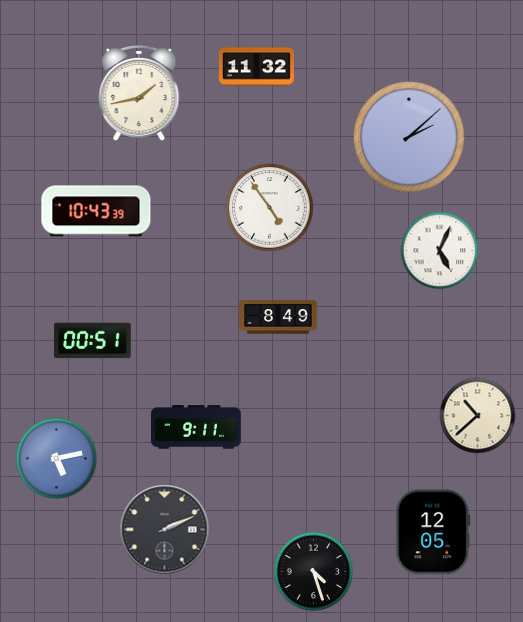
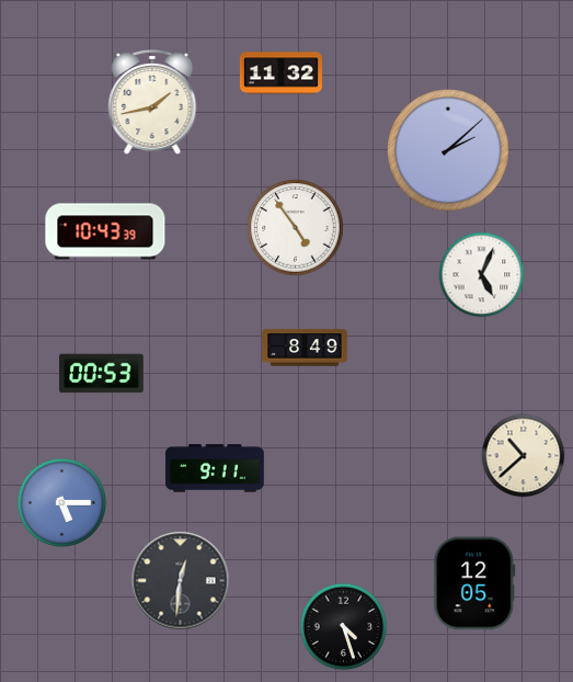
clock at (93, 341): 00:51 -> 00:53
clock at (57, 459): 5:13 -> 5:15
clock at (165, 530): 2:11 -> 12:31
